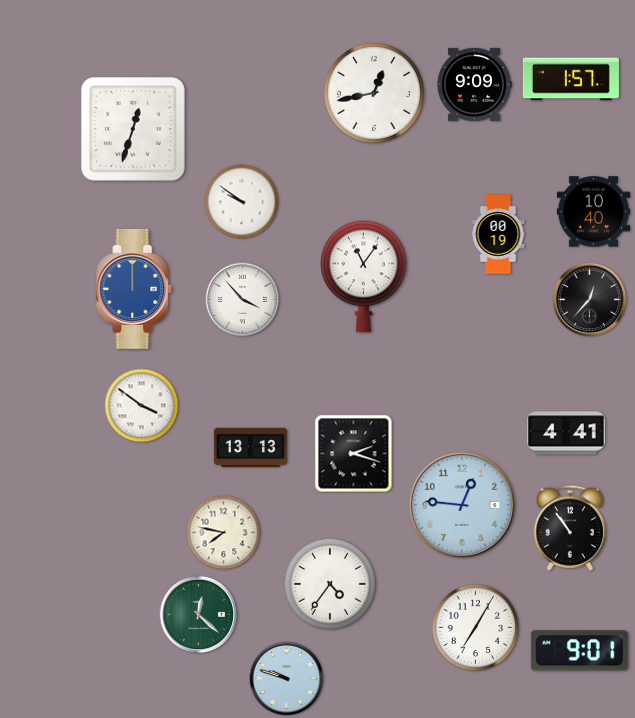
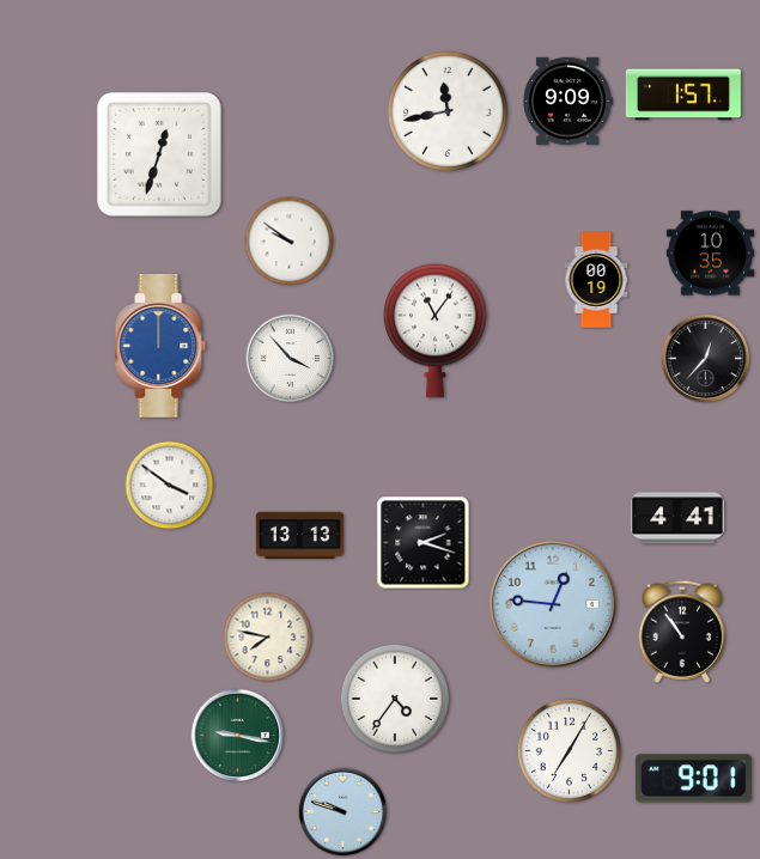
clock at (374, 93): 12:43 -> 11:43
clock at (593, 212): 10:40 -> 10:35
clock at (199, 615): 12:22 -> 9:17
